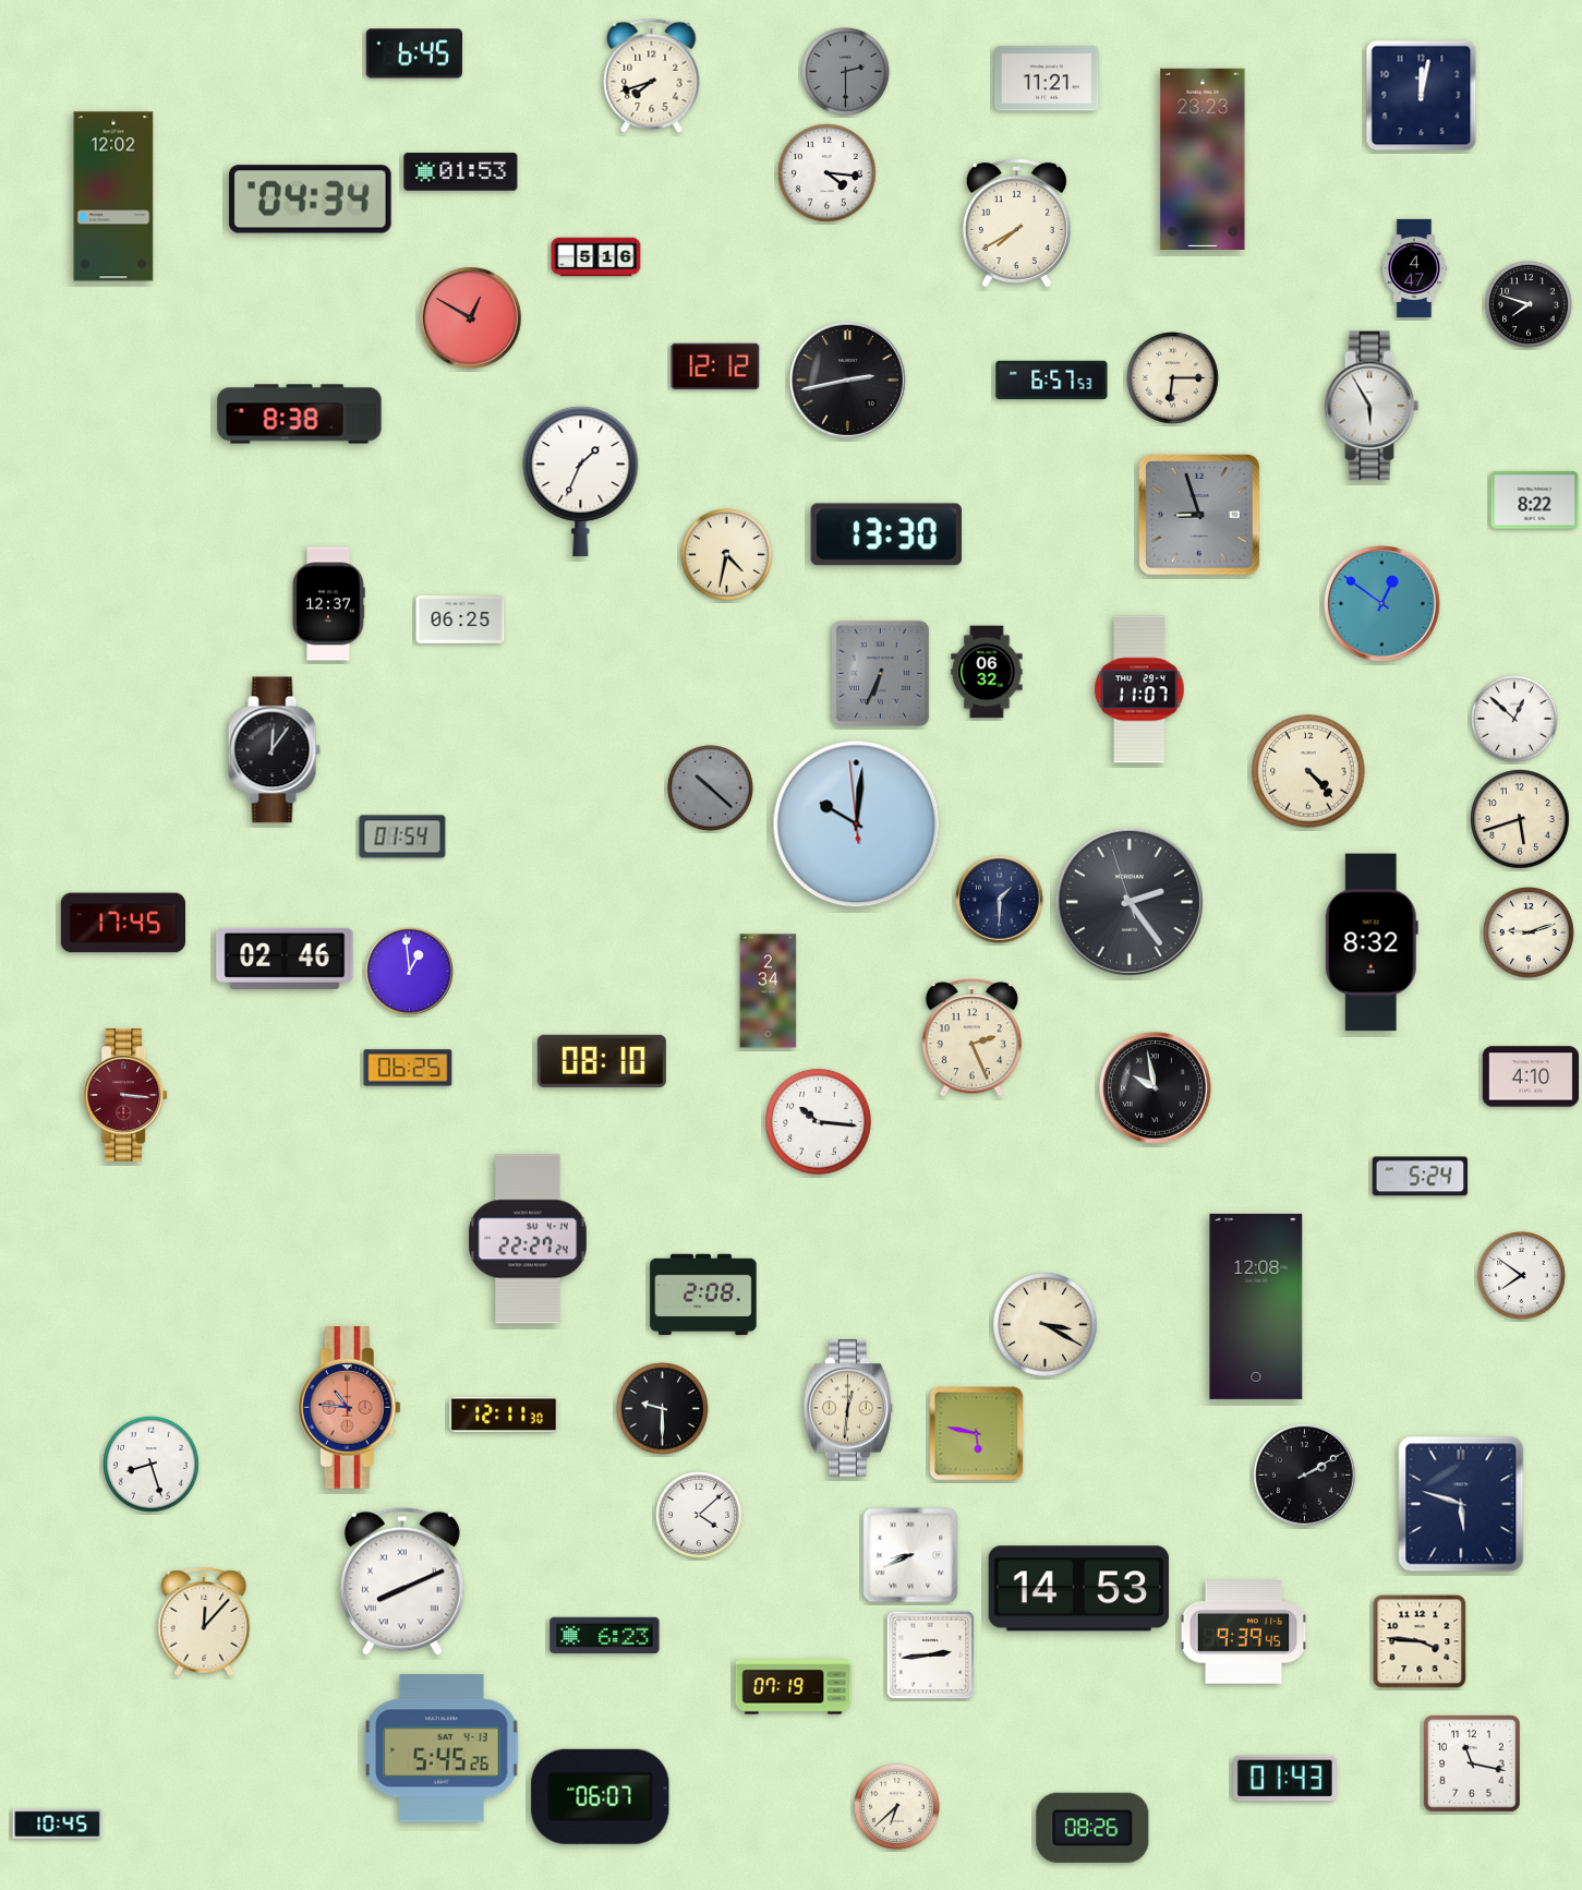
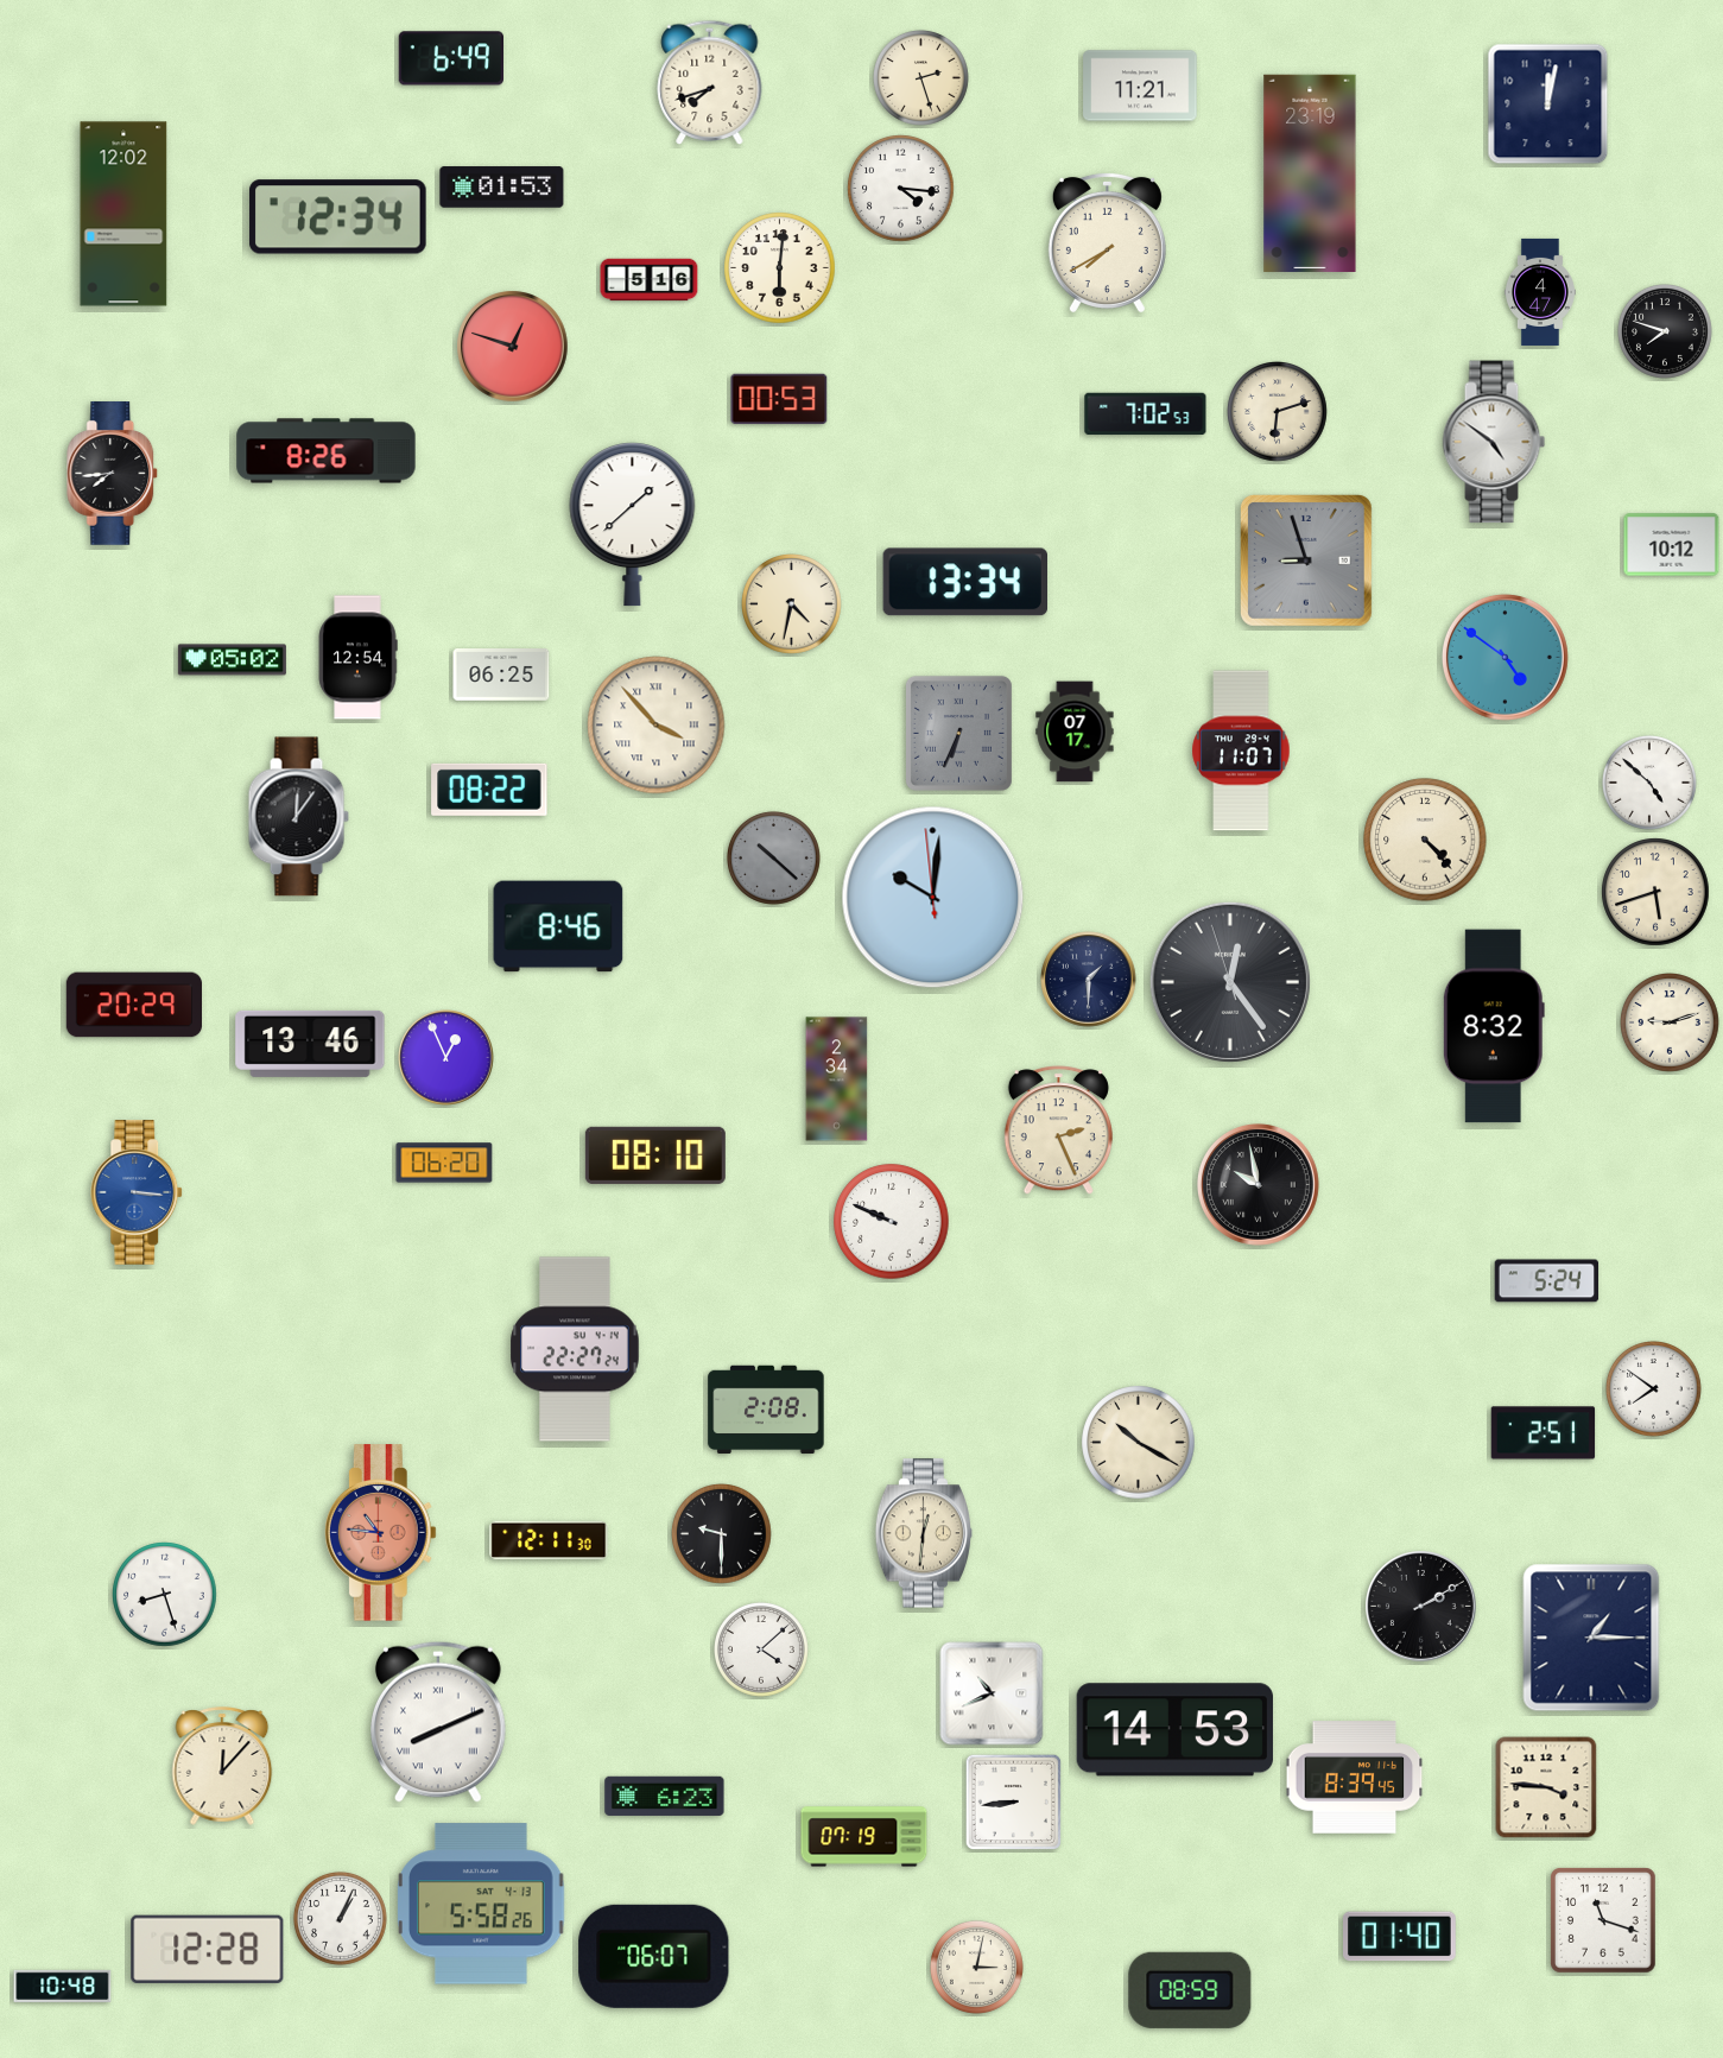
clock at (413, 53): 6:45 -> 6:49
clock at (846, 72): 2:30 -> 2:27
clock at (846, 72) dial: grey -> cream
clock at (1203, 158): 23:23 -> 23:19
clock at (311, 200): 04:34 -> 12:34
clock at (780, 268): none -> 6:01
clock at (471, 318): 12:50 -> 12:48
clock at (715, 366): 12:12 -> 00:53
clock at (1173, 378): 6:15 -> 6:12
clock at (847, 380): 2:43 -> none
clock at (1052, 381): 6:57 -> 7:02
clock at (1372, 406): 5:55 -> 4:51
clock at (300, 414): 8:38 -> 8:26
clock at (113, 474): none -> 7:44
clock at (581, 482): 1:34 -> 1:38
clock at (1535, 501): 8:22 -> 10:12
clock at (885, 534): 13:30 -> 13:34
clock at (1381, 603): 12:51 -> 4:51
clock at (328, 604): 12:37 -> 12:54
clock at (232, 660): none -> 05:02
clock at (657, 726): none -> 3:53
clock at (987, 672): 06:32 -> 07:17
clock at (1515, 720): 12:52 -> 4:52
clock at (489, 790): none -> 08:22
clock at (402, 836): 01:54 -> none
clock at (558, 926): none -> 8:46
clock at (1130, 902): 2:23 -> 12:23
clock at (122, 923): 17:45 -> 20:29
clock at (1530, 934) position: (1530, 934) -> (1671, 1024)
clock at (285, 959): 02:46 -> 13:46
clock at (410, 972): 12:59 -> 12:56
clock at (408, 1068): 06:25 -> 06:20
clock at (1531, 1076): 4:10 -> none
clock at (126, 1095) dial: burgundy -> blue
clock at (819, 1122): 10:16 -> 9:49
clock at (1522, 1276) position: (1522, 1276) -> (1654, 1389)
clock at (1256, 1307): 12:08 -> none
clock at (1544, 1433): none -> 2:51
clock at (1046, 1325): 3:20 -> 10:20
clock at (977, 1434): 5:47 -> none
clock at (1461, 1504): 5:48 -> 1:15
clock at (910, 1555): 8:41 -> 10:41
clock at (1244, 1633): 9:39 -> 8:39
clock at (605, 1635) position: (605, 1635) -> (665, 1796)
clock at (931, 1656): 2:44 -> 8:44
clock at (442, 1748): 5:45 -> 5:58
clock at (340, 1918): none -> 1:04
clock at (1472, 1763): 11:17 -> 11:18
clock at (1285, 1779): 01:43 -> 01:40
clock at (208, 1949): none -> 12:28
clock at (896, 1806): 6:38 -> 3:02
clock at (58, 1823): 10:45 -> 10:48
clock at (1092, 1828): 08:26 -> 08:59
